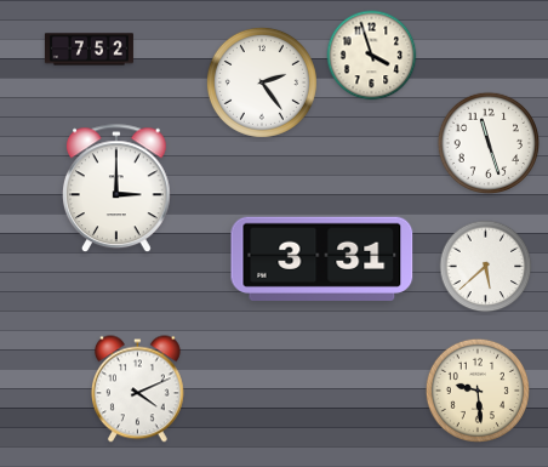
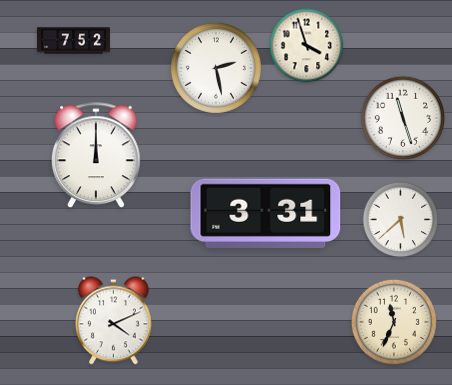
clock at (262, 82): 2:24 -> 2:28
clock at (118, 189): 3:00 -> 12:00
clock at (478, 391): 9:29 -> 11:34
